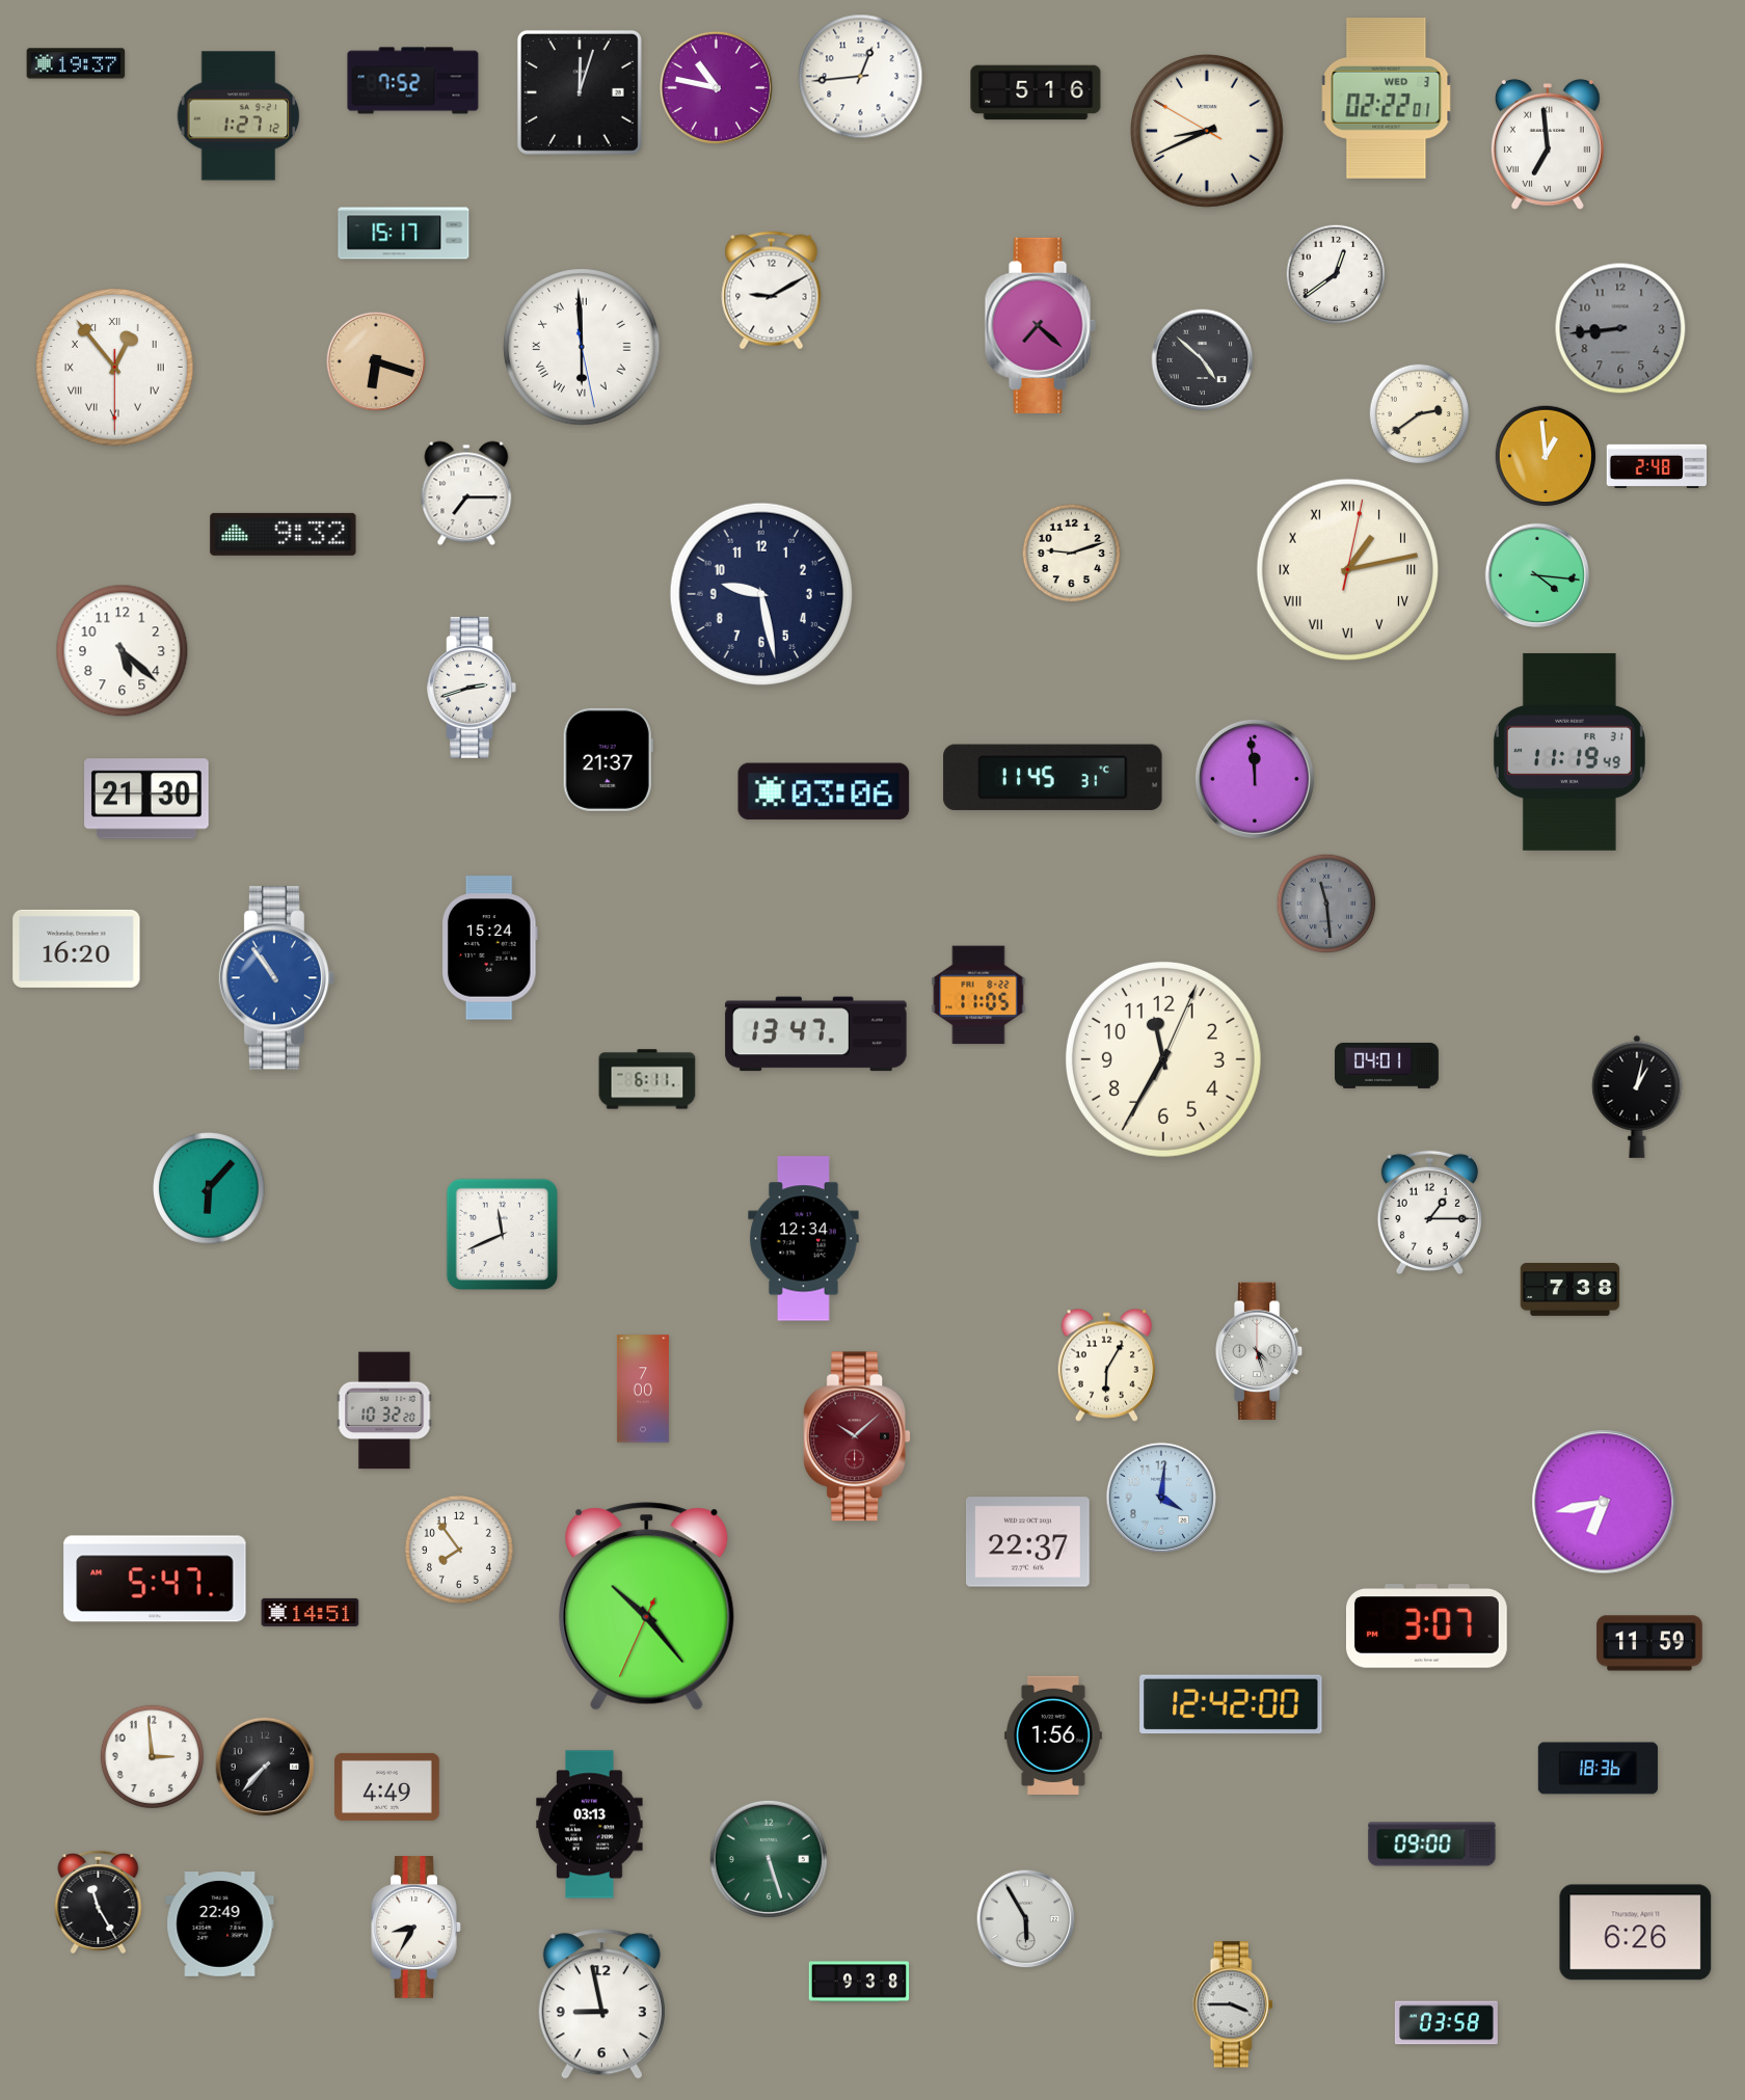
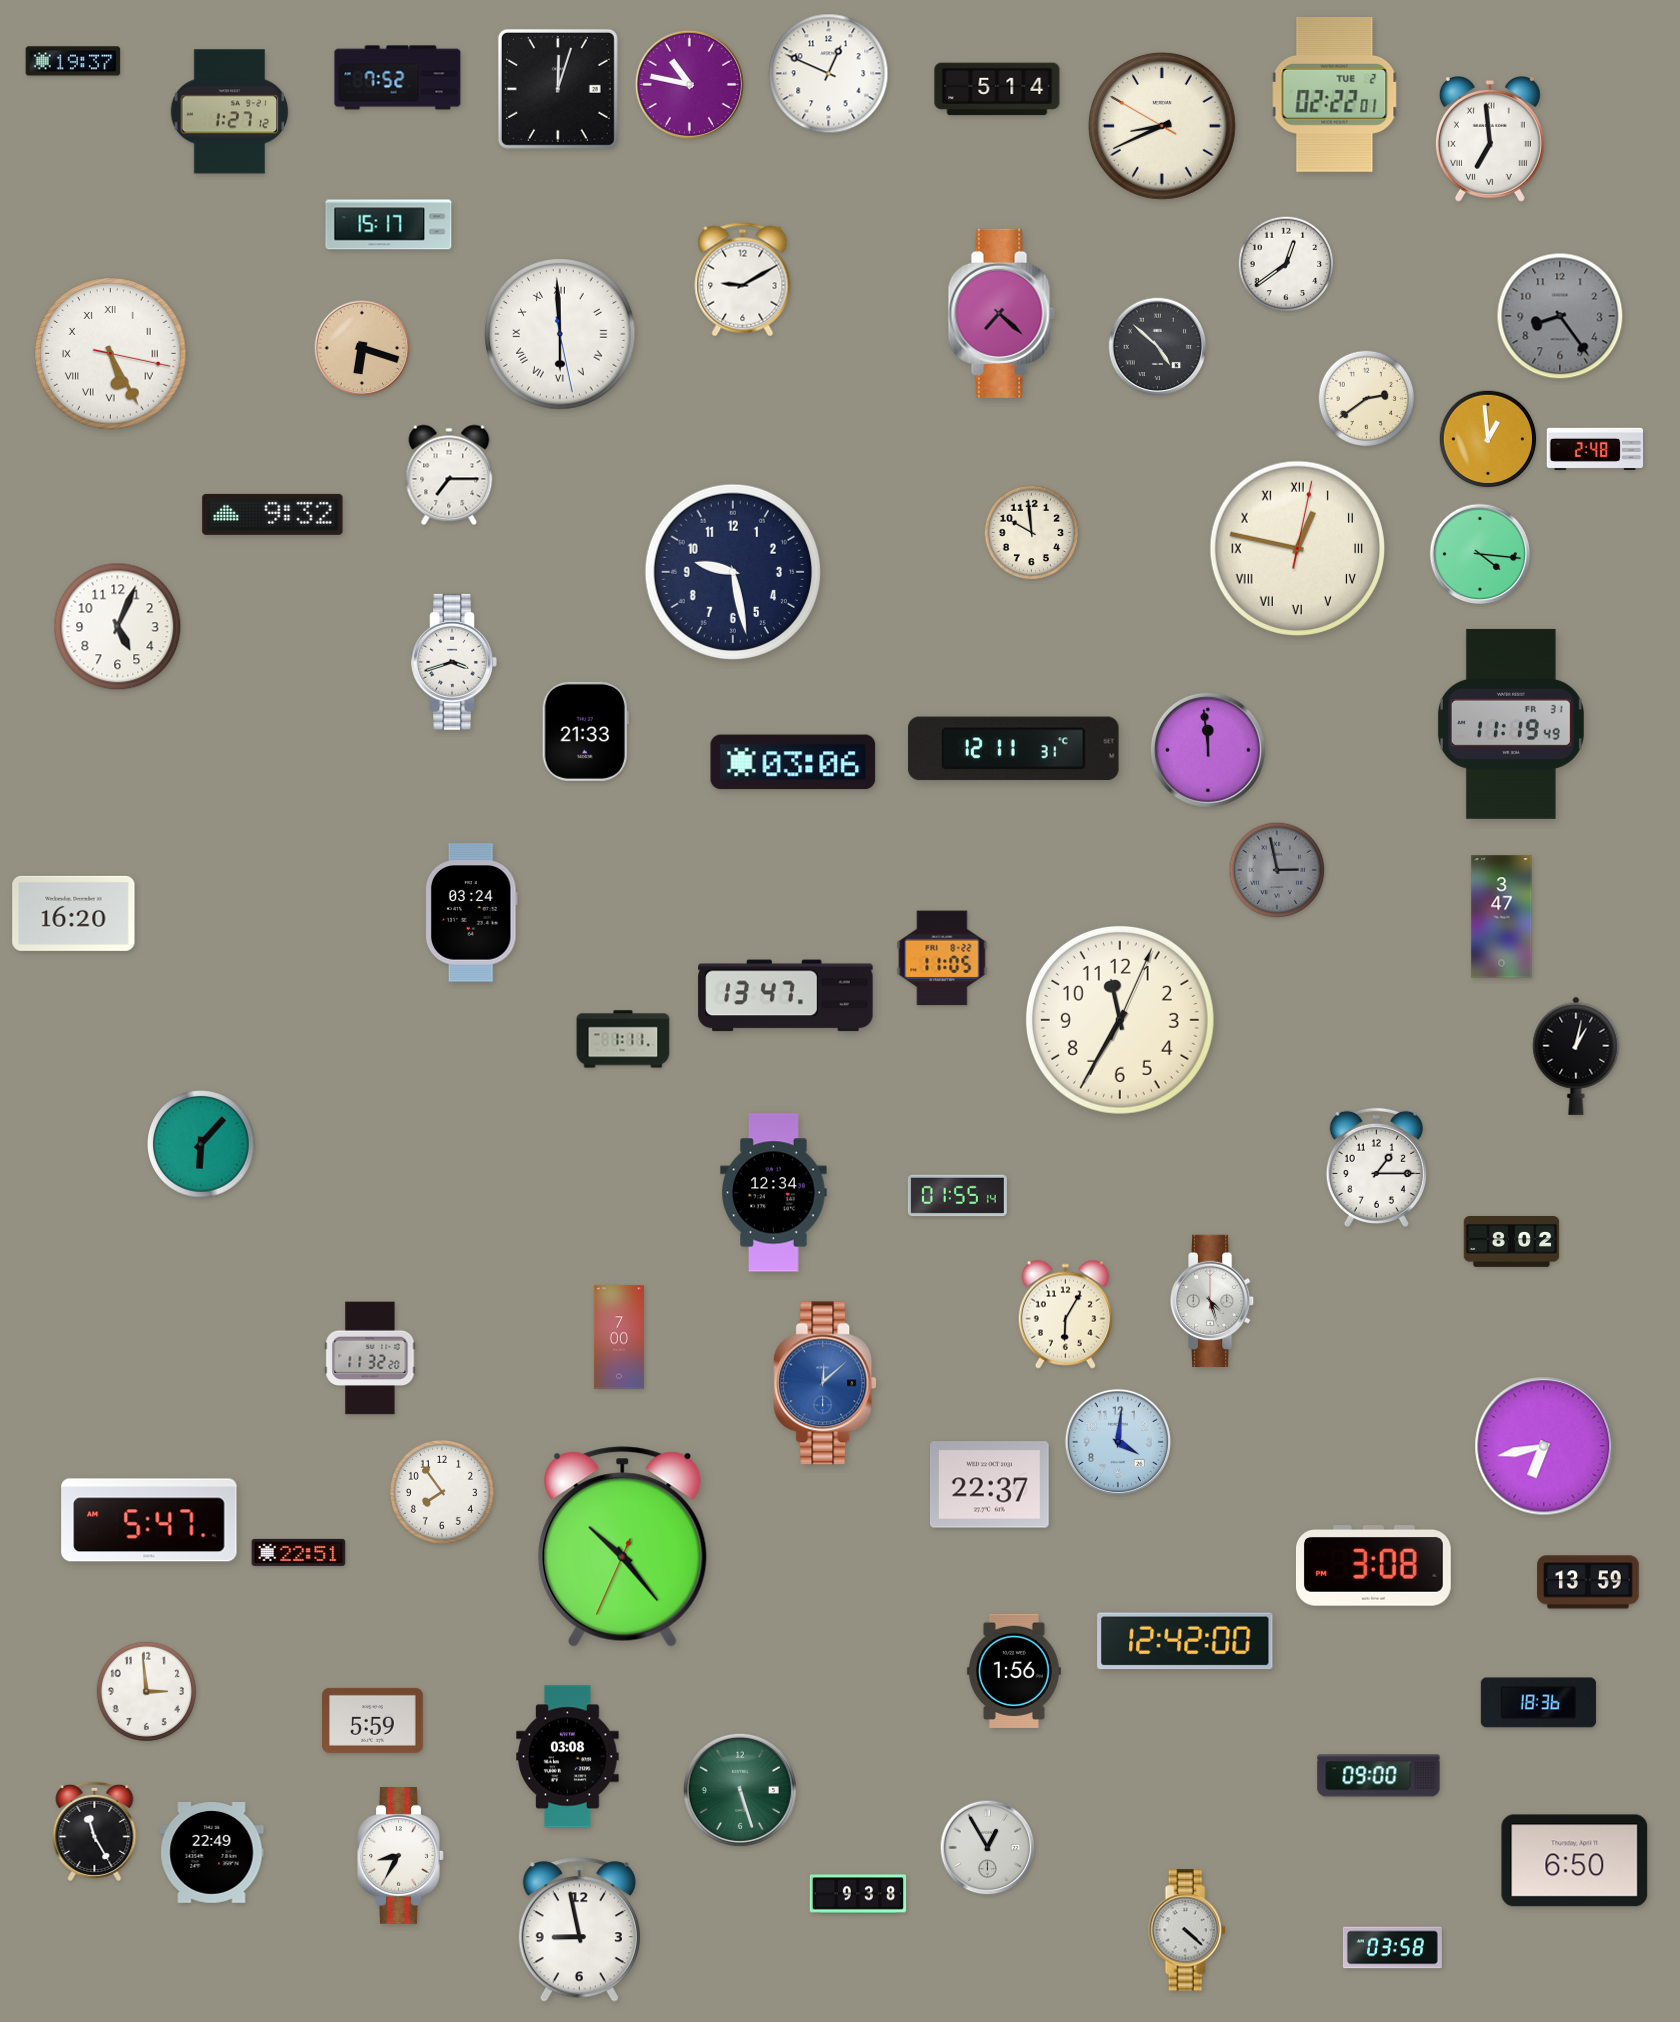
clock at (861, 77): 12:44 -> 12:49
clock at (1036, 92): 5:16 -> 5:14
clock at (1387, 98) date: WED 3 -> TUE 2
clock at (1620, 328): 8:44 -> 8:24
clock at (115, 368): 12:53 -> 5:25
clock at (1072, 554): 9:12 -> 9:59
clock at (1347, 569): 1:13 -> 12:47
clock at (123, 651): 5:22 -> 5:04
clock at (472, 688): 2:42 -> 3:42
clock at (608, 759): 21:37 -> 21:33
clock at (1053, 778): 11:45 -> 12:11
clock at (146, 799): 21:30 -> none
clock at (1326, 904): 11:29 -> 2:58
clock at (489, 948): 15:24 -> 03:24
clock at (1502, 917): none -> 3:47
clock at (277, 978): 10:54 -> none
clock at (1388, 1066): 04:01 -> none
clock at (647, 1079): 6:11 -> 1:11
clock at (502, 1234): 11:41 -> none
clock at (957, 1196): none -> 01:55
clock at (1571, 1290): 7:38 -> 8:02
clock at (384, 1410): 10:32 -> 11:32
clock at (857, 1436): 10:08 -> 12:08
clock at (857, 1436) dial: burgundy -> blue
clock at (311, 1612): 14:51 -> 22:51
clock at (1426, 1626): 3:07 -> 3:08
clock at (1649, 1643): 11:59 -> 13:59
clock at (265, 1767): 7:37 -> none
clock at (387, 1786): 4:49 -> 5:59
clock at (590, 1825): 03:13 -> 03:08
clock at (1026, 1919): 5:55 -> 12:55
clock at (1636, 1933): 6:26 -> 6:50
clock at (859, 1982) position: (859, 1982) -> (858, 1894)
clock at (1233, 2004): 3:45 -> 4:22
